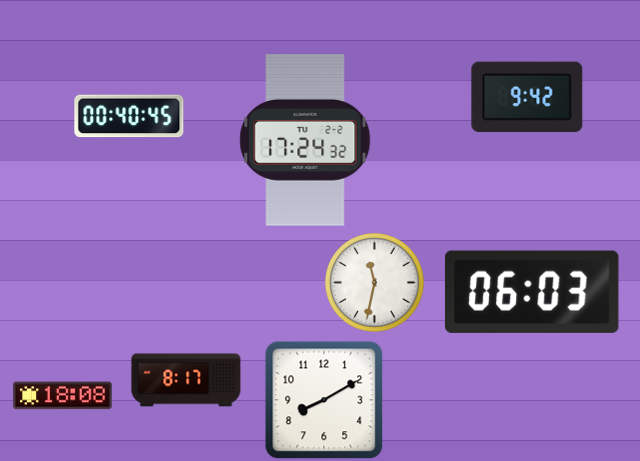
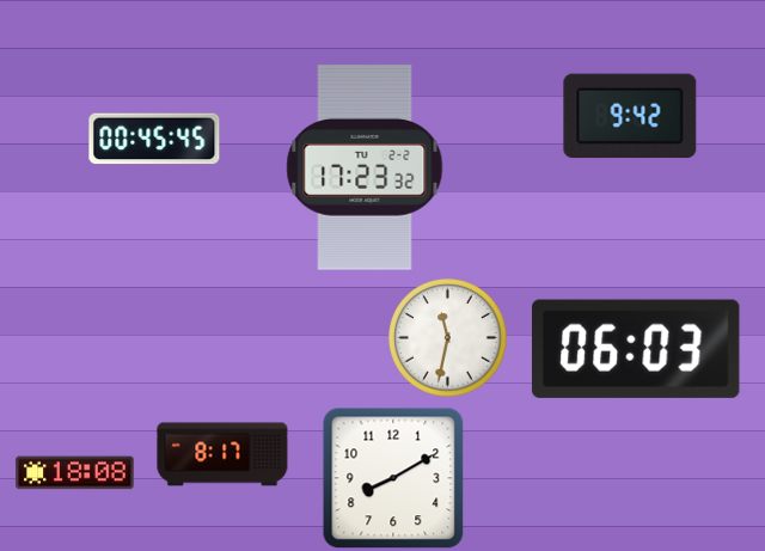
clock at (129, 116): 00:40 -> 00:45
clock at (305, 140): 17:24 -> 17:23
clock at (324, 400) position: (324, 400) -> (393, 478)
